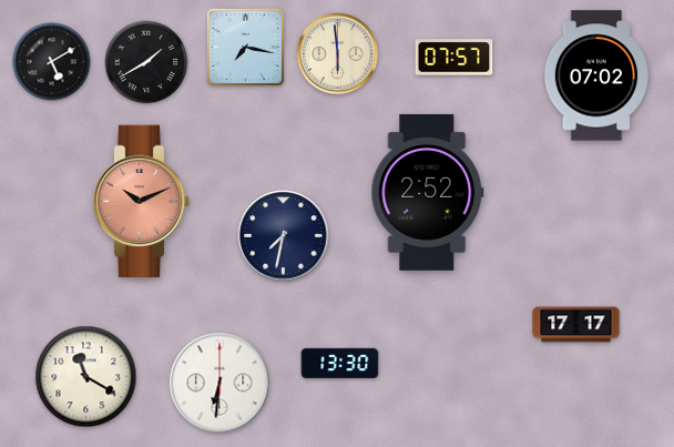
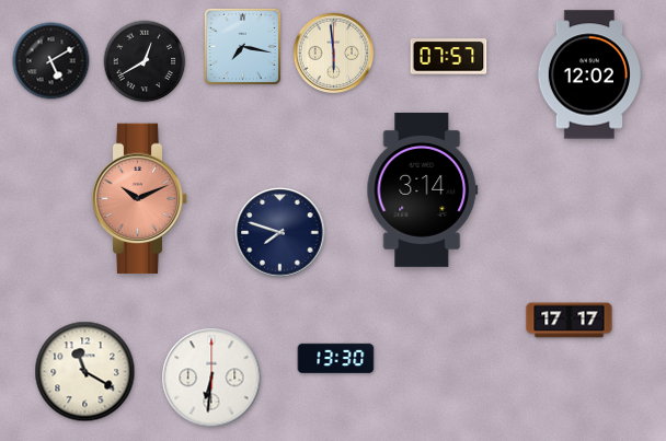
clock at (146, 62): 1:40 -> 12:40
clock at (595, 75): 07:02 -> 12:02
clock at (428, 192): 2:52 -> 3:14
clock at (284, 236): 7:32 -> 7:48
clock at (219, 383) position: (219, 383) -> (211, 378)
